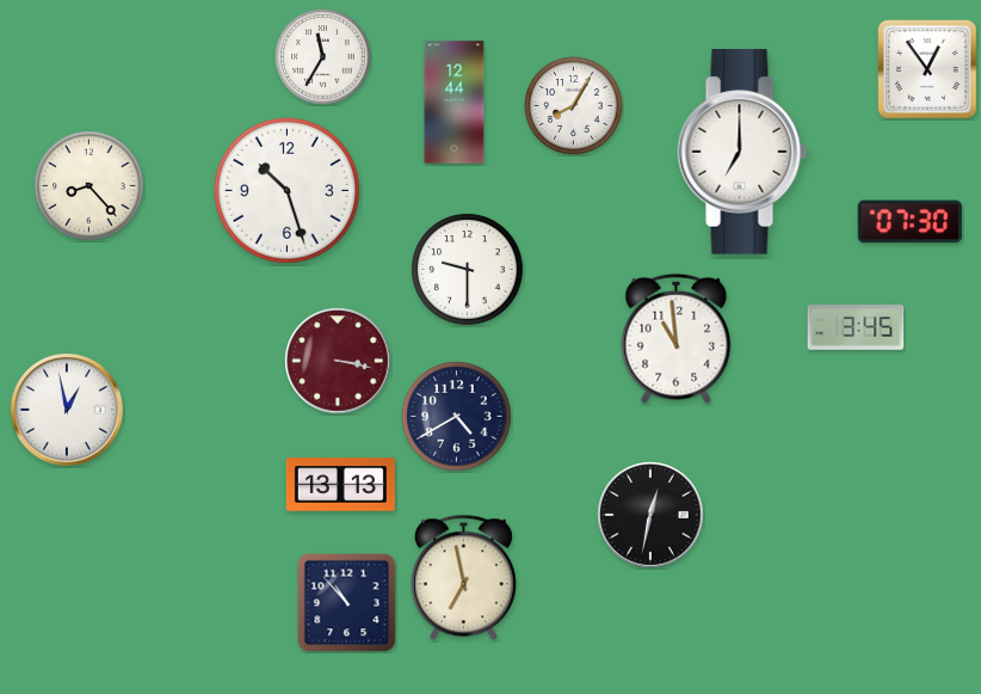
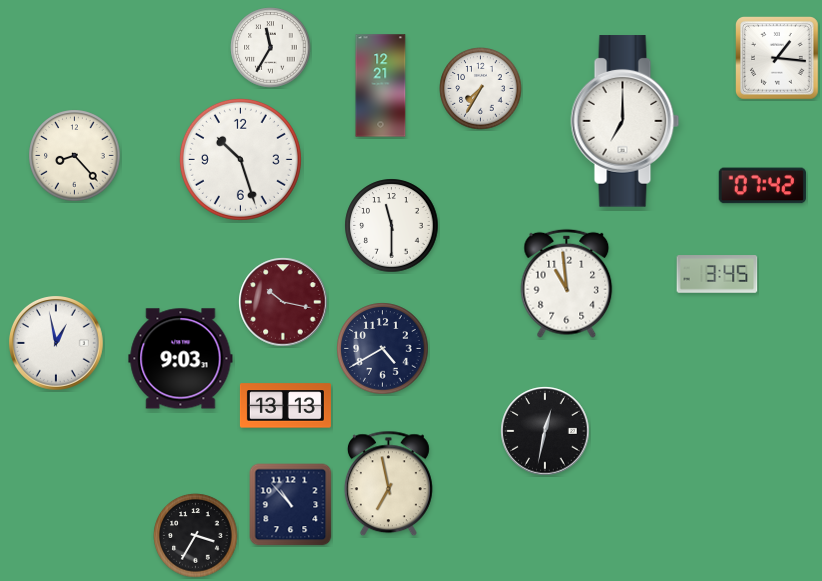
clock at (928, 70): 12:54 -> 1:16
clock at (455, 103): 12:44 -> 12:21
clock at (574, 106): 8:05 -> 7:35
clock at (742, 152) position: (742, 152) -> (625, 121)
clock at (909, 222): 07:30 -> 07:42
clock at (468, 270): 9:30 -> 11:30
clock at (338, 361): 3:17 -> 10:17
clock at (181, 359): none -> 9:03
clock at (196, 536): none -> 3:35
